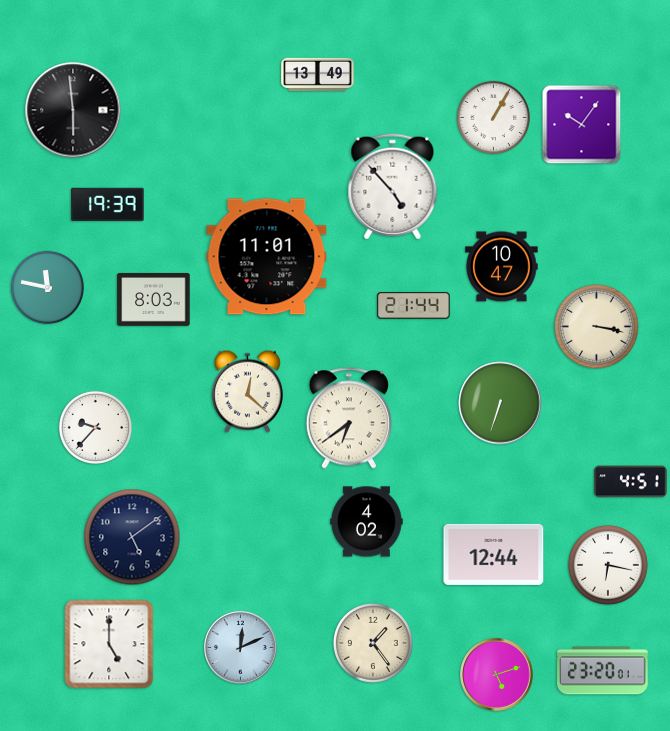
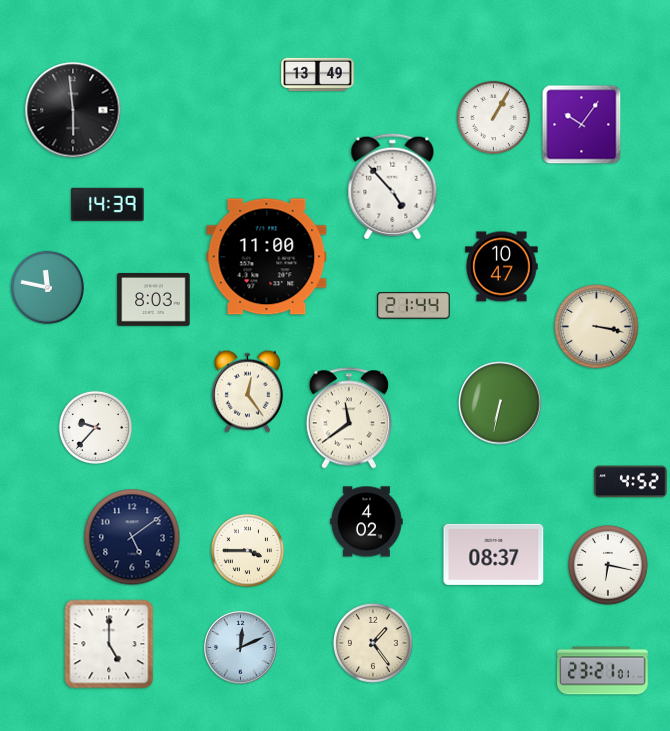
clock at (108, 205): 19:39 -> 14:39
clock at (267, 257): 11:01 -> 11:00
clock at (247, 391): 12:22 -> 12:24
clock at (500, 403): 6:33 -> 6:32
clock at (349, 418): 6:39 -> 11:39
clock at (631, 482): 4:51 -> 4:52
clock at (247, 550): none -> 3:45
clock at (494, 554): 12:44 -> 08:37
clock at (603, 671): 23:20 -> 23:21
clock at (497, 675): 5:12 -> none
